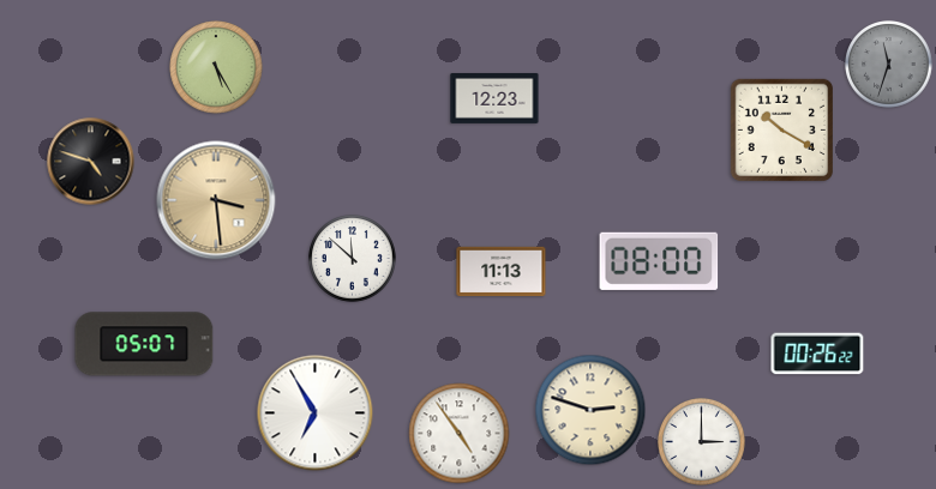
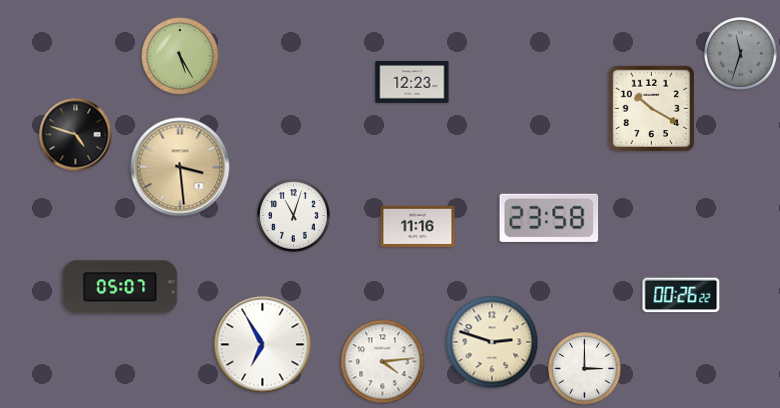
clock at (353, 259): 11:52 -> 11:03
clock at (659, 261): 08:00 -> 23:58
clock at (502, 272): 11:13 -> 11:16
clock at (460, 434): 4:54 -> 4:14
